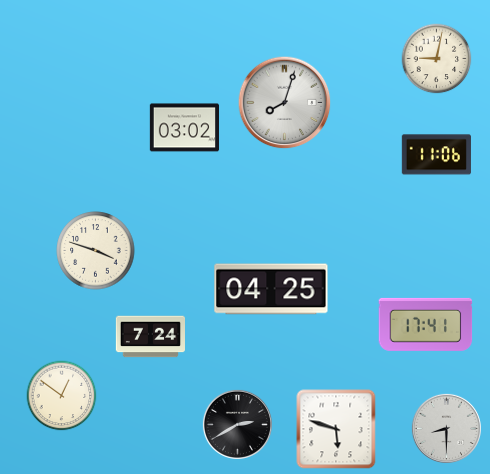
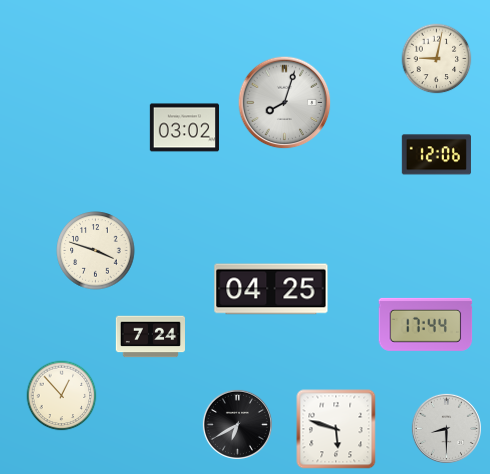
clock at (436, 155): 11:06 -> 12:06
clock at (426, 324): 17:41 -> 17:44
clock at (62, 396): 12:51 -> 12:53
clock at (237, 424): 2:40 -> 6:40
